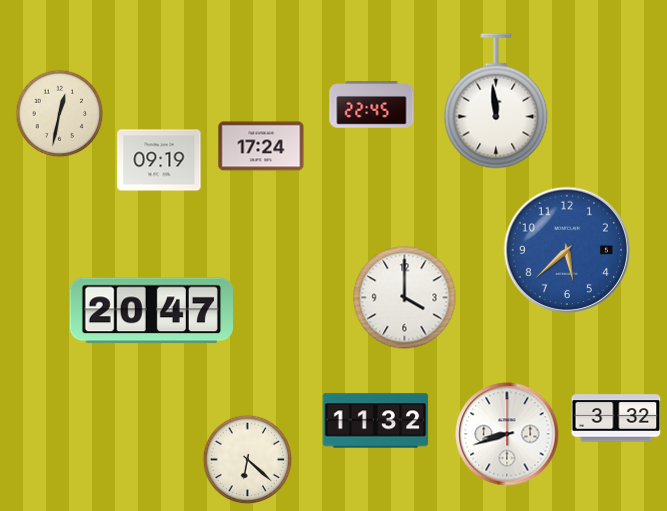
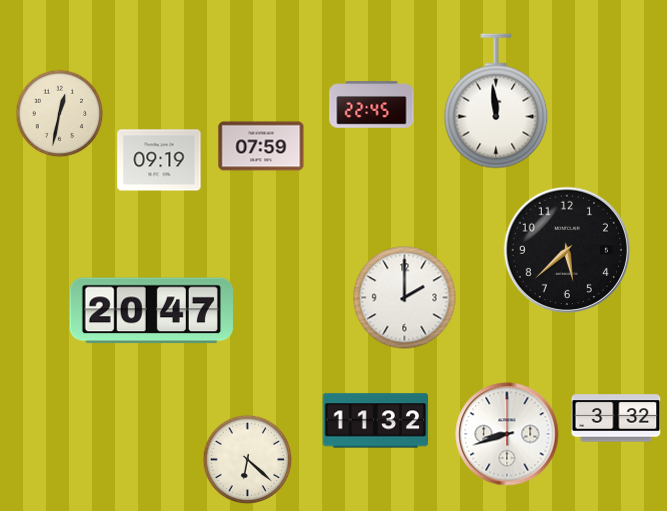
clock at (261, 146): 17:24 -> 07:59
clock at (567, 250) dial: blue -> black
clock at (405, 298): 4:00 -> 2:00
